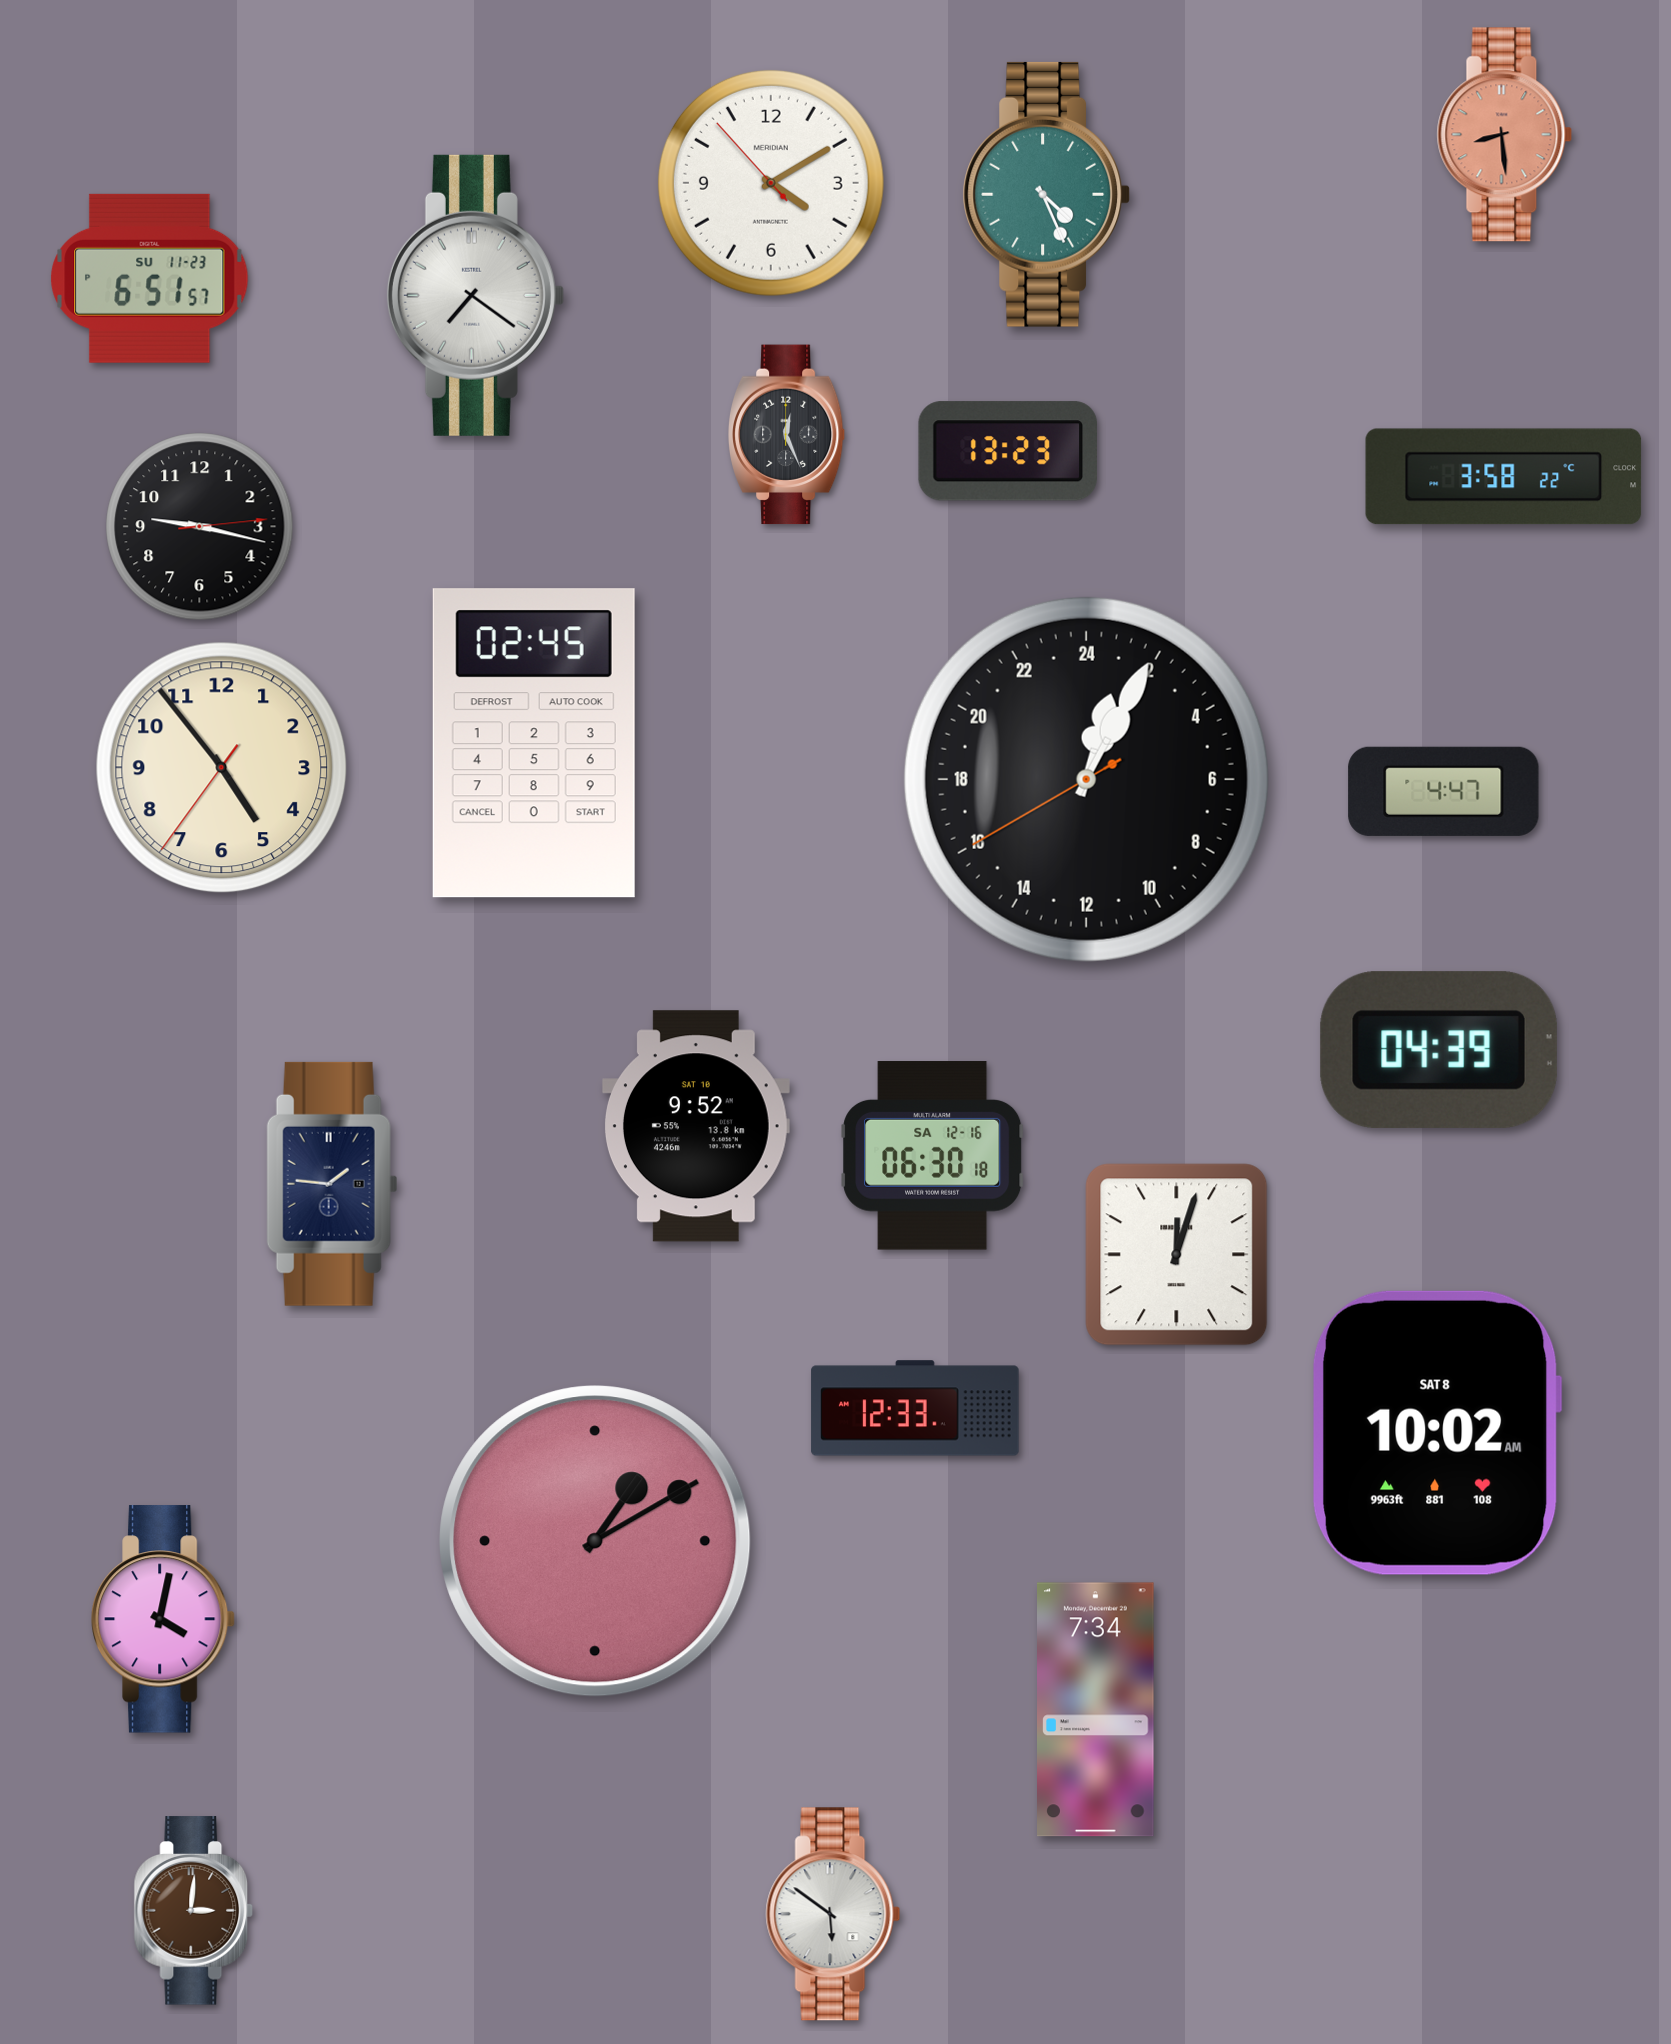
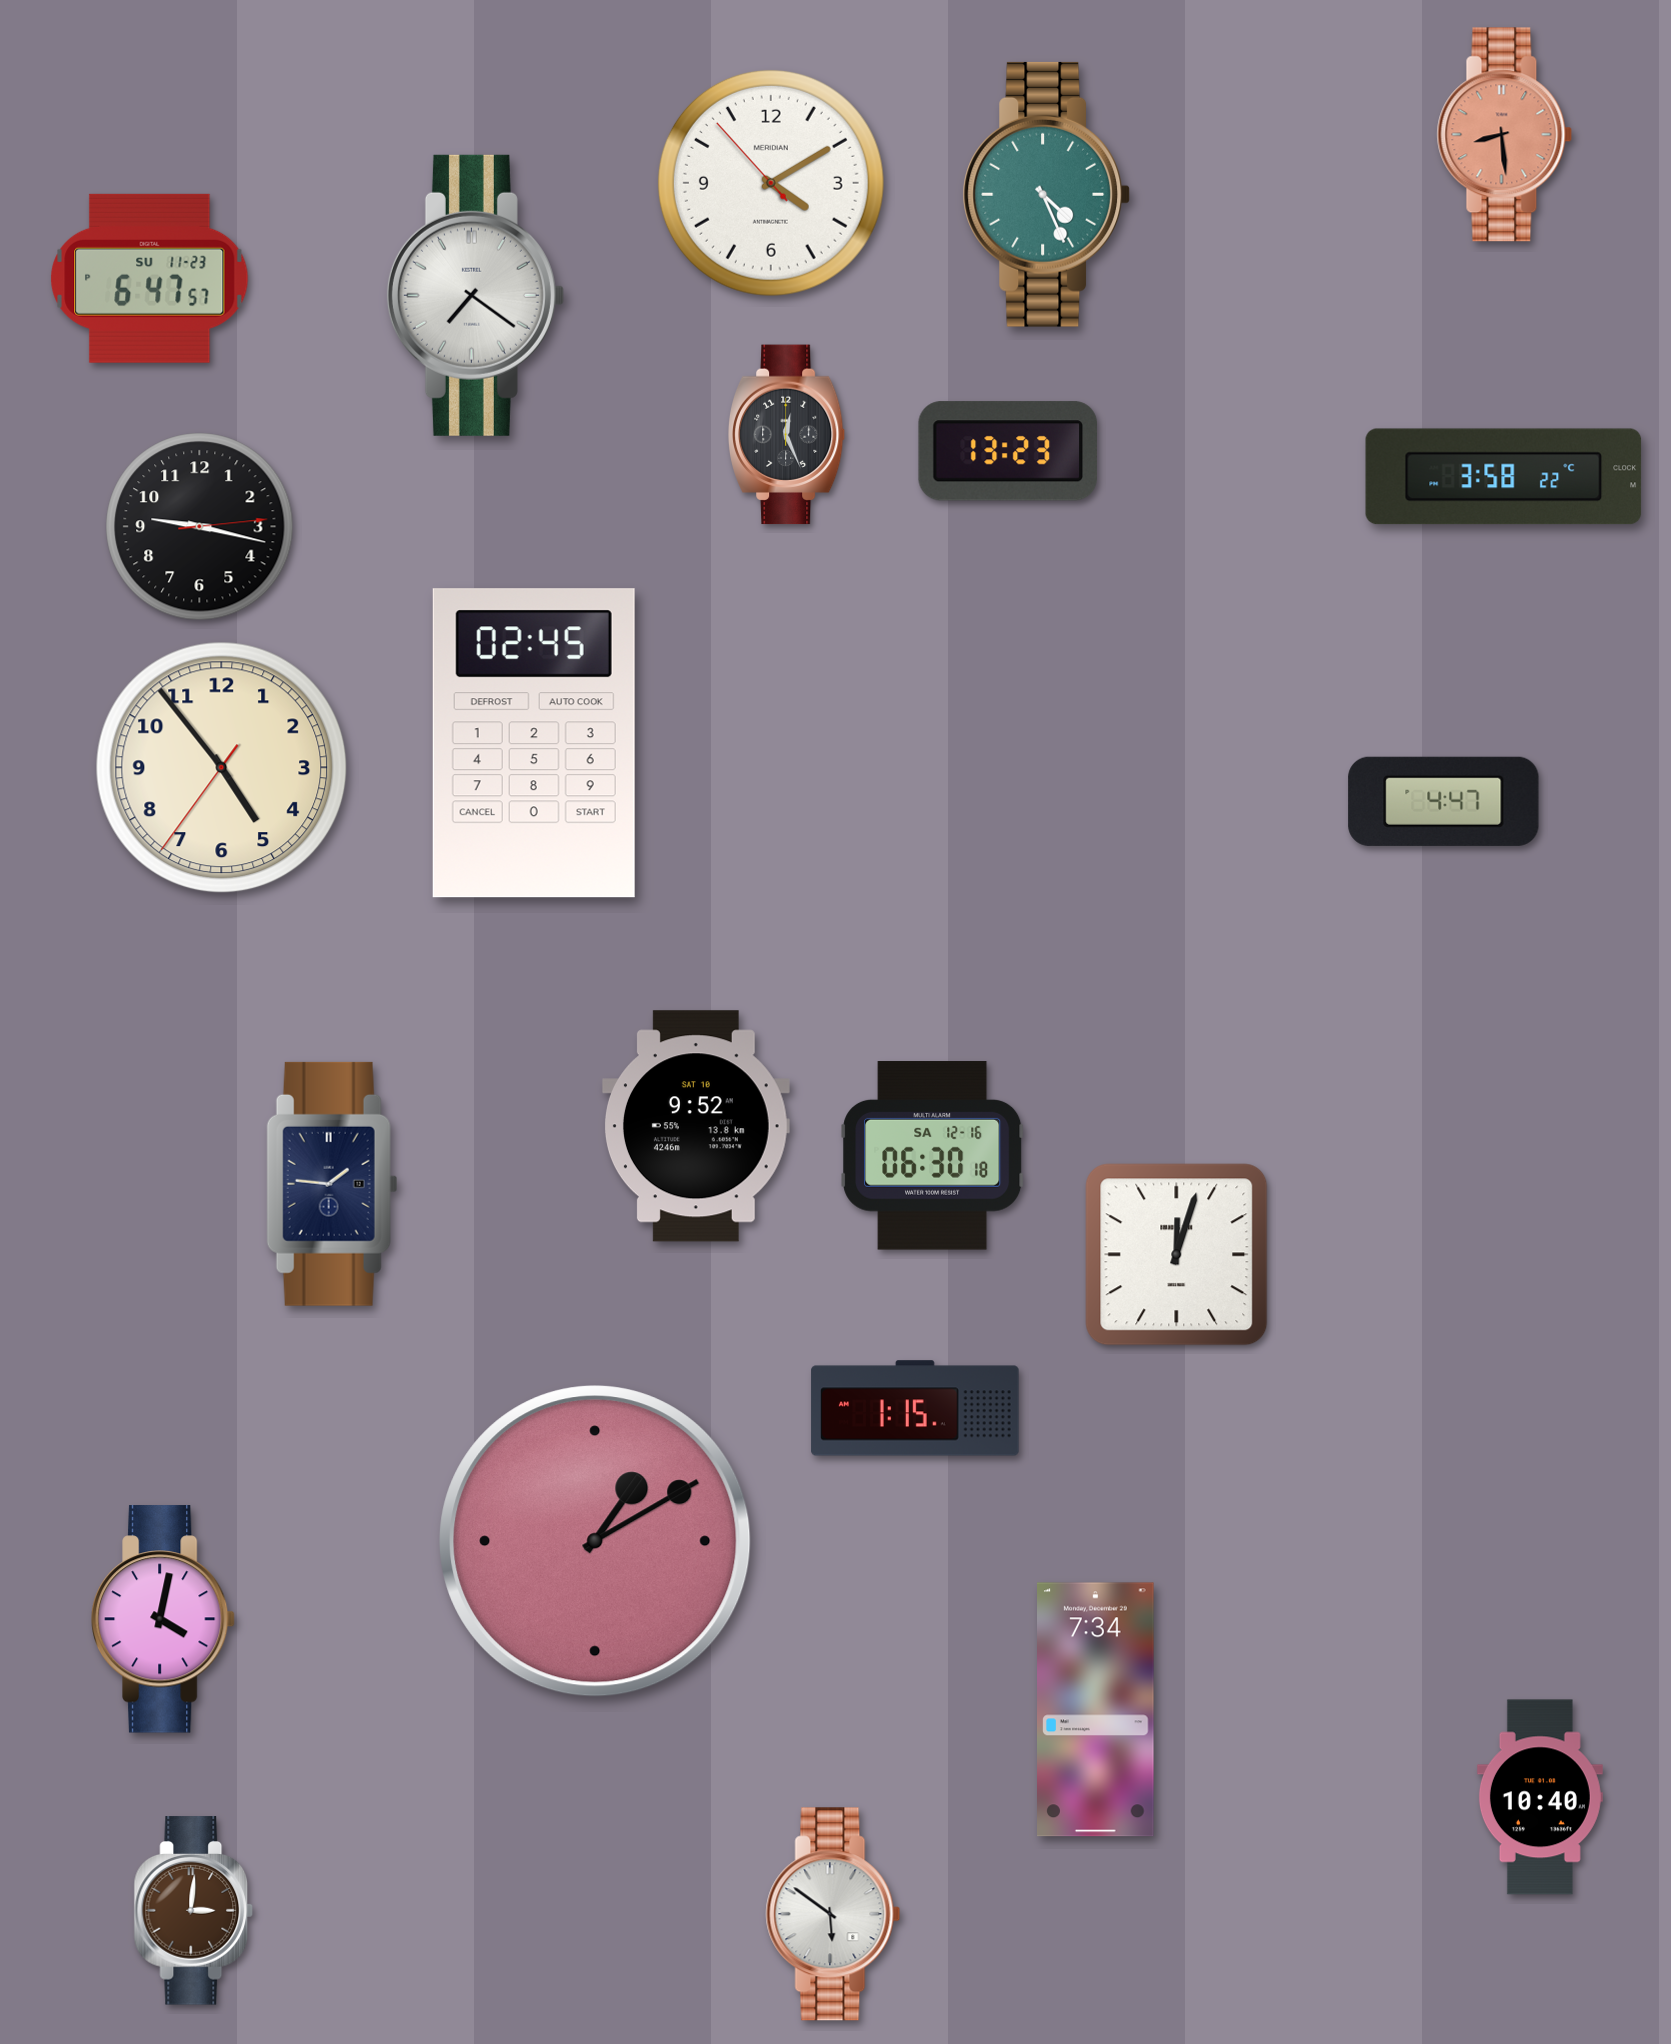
clock at (150, 278): 6:51 -> 6:47
clock at (1086, 779): 1:04 -> none
clock at (1444, 791) position: (1444, 791) -> (1444, 801)
clock at (1439, 1050): 04:39 -> none
clock at (915, 1408): 12:33 -> 1:15
clock at (1437, 1433): 10:02 -> none
clock at (1540, 1797): none -> 10:40
